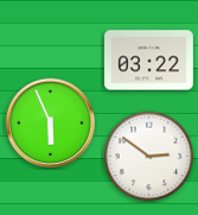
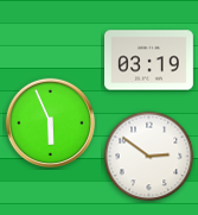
clock at (149, 61): 03:22 -> 03:19
